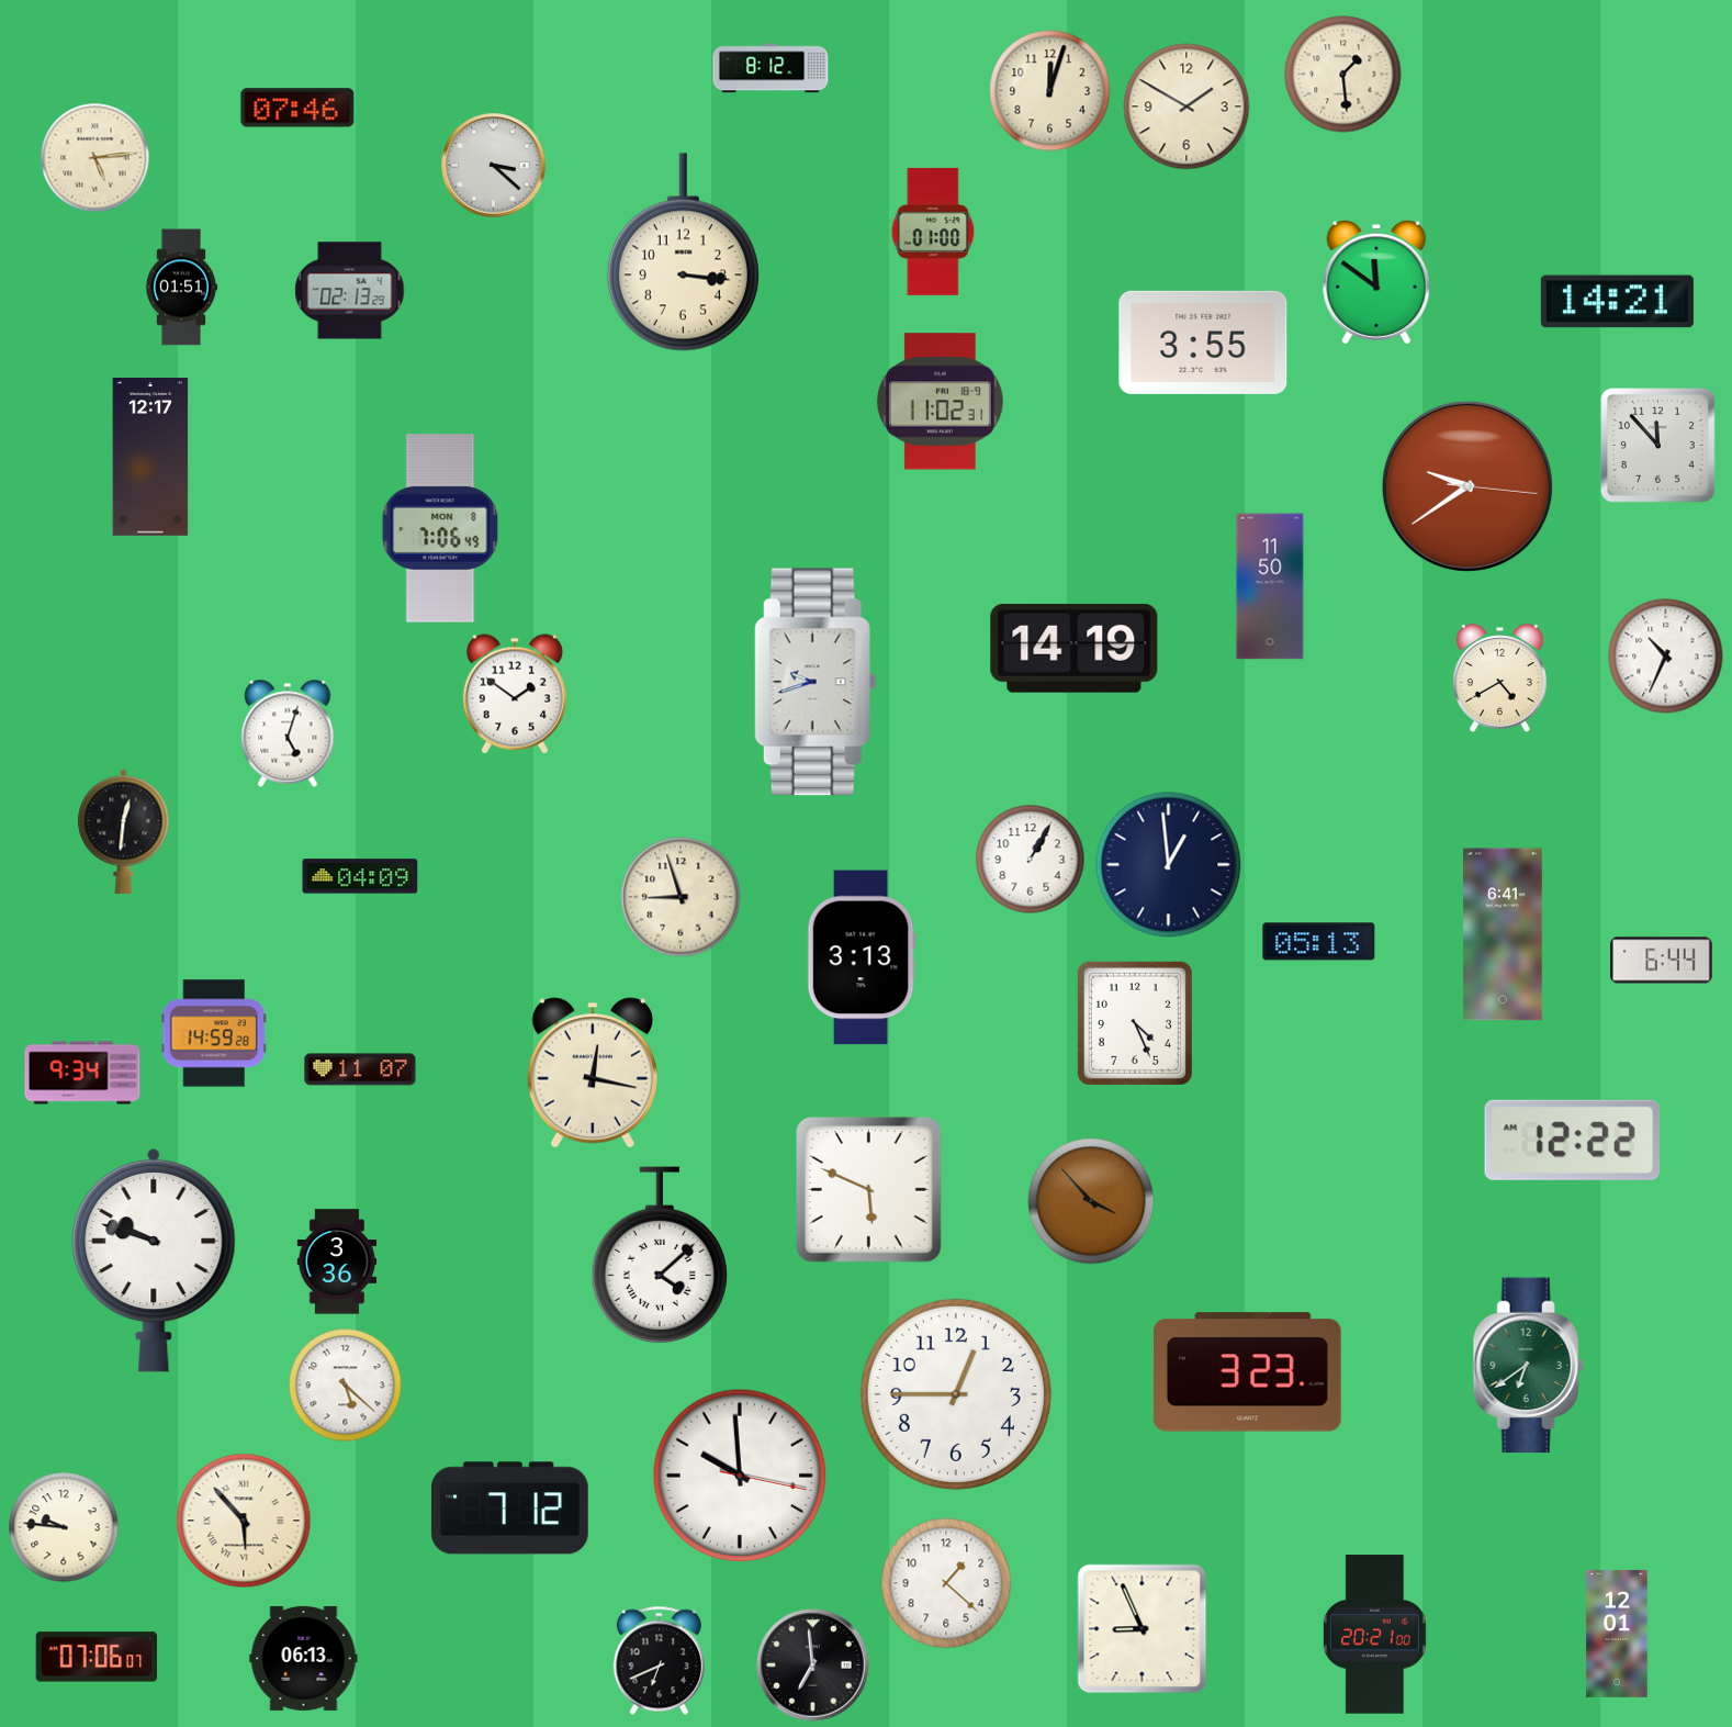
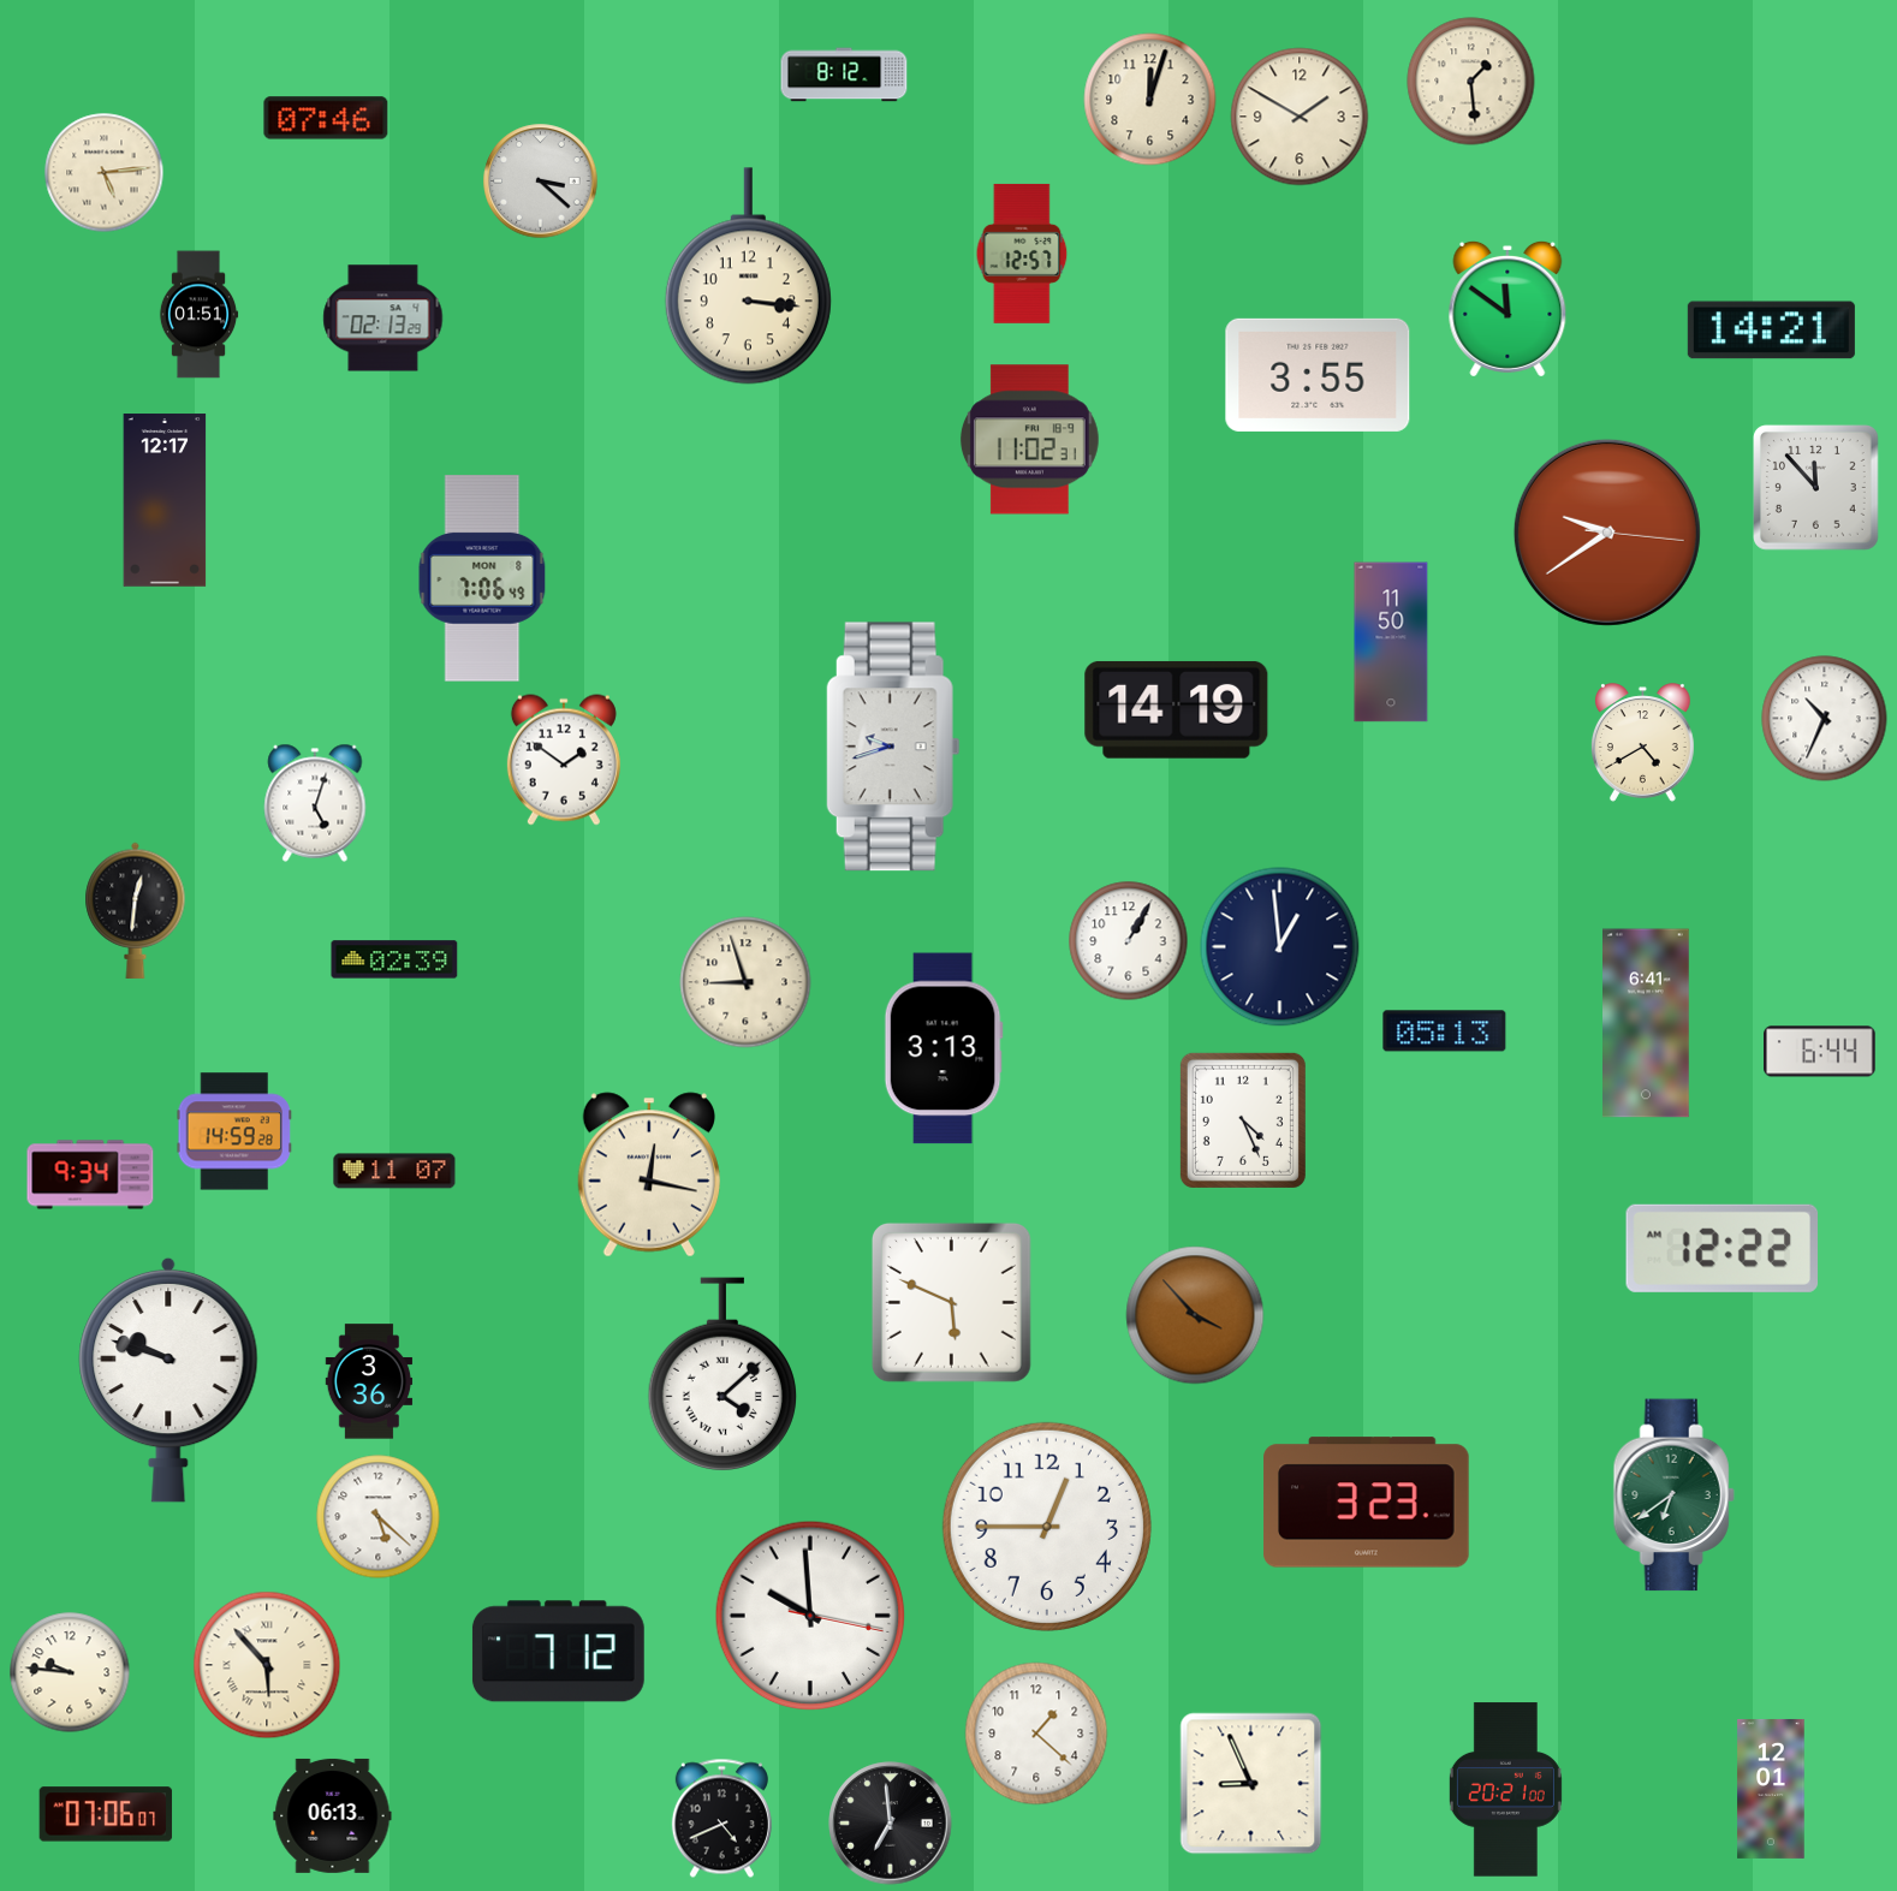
clock at (933, 232): 01:00 -> 12:57
clock at (360, 876): 04:09 -> 02:39
clock at (659, 1661): 6:41 -> 4:41
